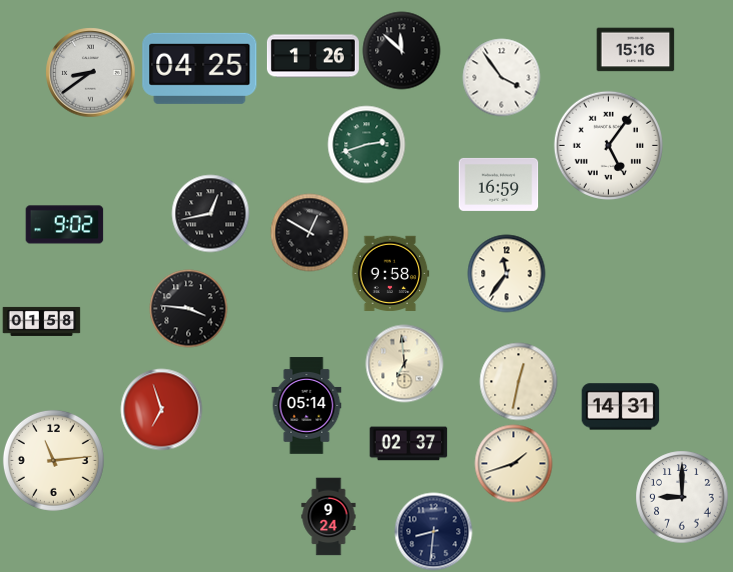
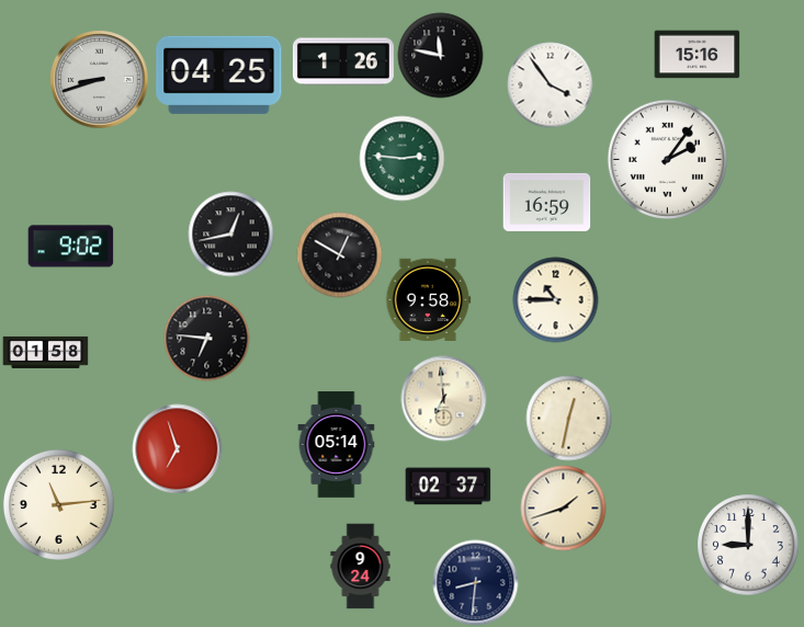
clock at (401, 50): 11:52 -> 11:47
clock at (90, 72): 8:39 -> 8:42
clock at (366, 144): 2:42 -> 2:46
clock at (608, 145): 5:06 -> 2:06
clock at (506, 273): 11:36 -> 10:45
clock at (188, 308): 3:46 -> 6:46
clock at (620, 407): 14:31 -> none
